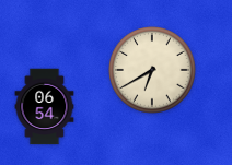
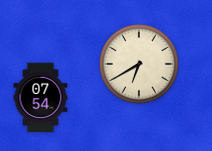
clock at (45, 107): 06:54 -> 07:54
